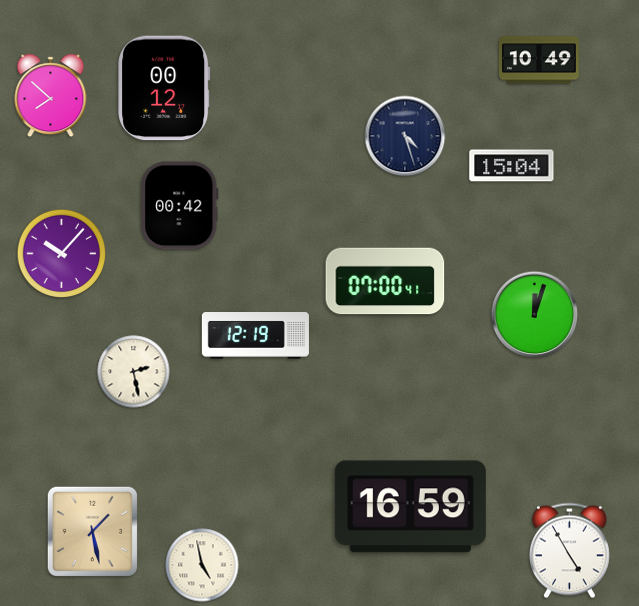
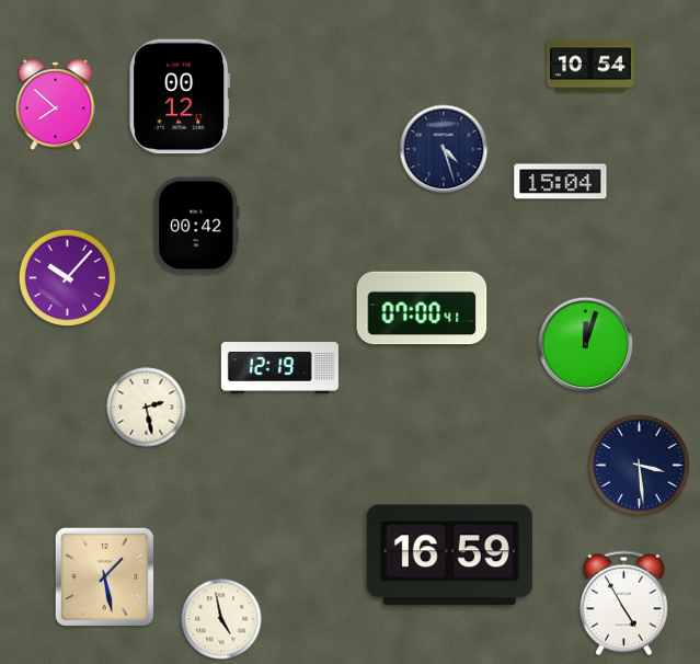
clock at (539, 60): 10:49 -> 10:54
clock at (639, 465): none -> 3:29
clock at (92, 531) position: (92, 531) -> (104, 576)
